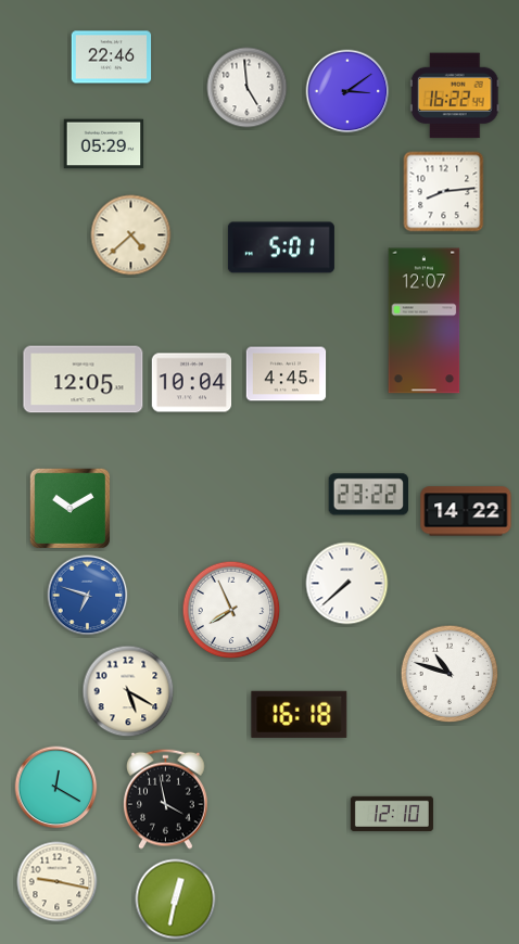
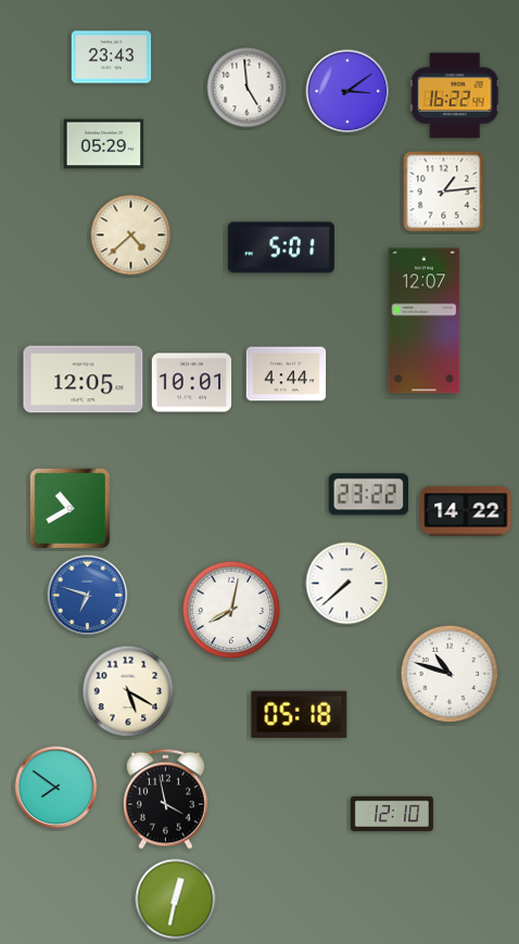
clock at (112, 58): 22:46 -> 23:43
clock at (444, 192): 8:14 -> 1:14
clock at (287, 374): 4:45 -> 4:44
clock at (192, 383): 10:04 -> 10:01
clock at (69, 508): 10:10 -> 10:40
clock at (231, 610): 7:56 -> 8:02
clock at (300, 714): 16:18 -> 05:18
clock at (56, 788): 12:20 -> 7:51
clock at (58, 882): 9:17 -> none
